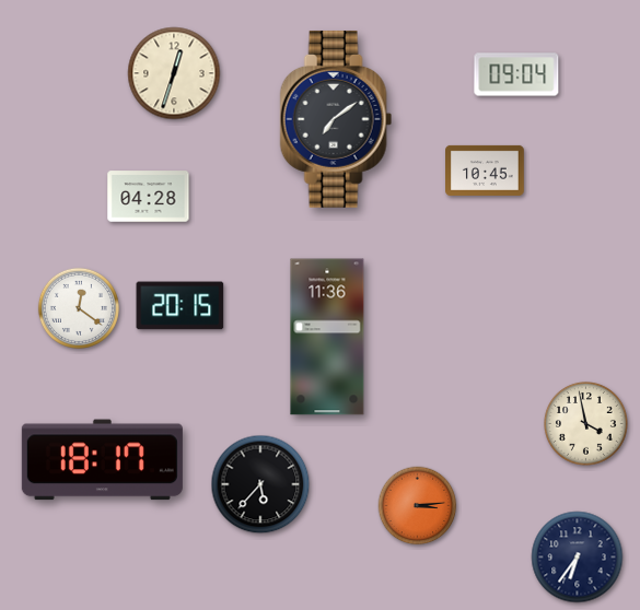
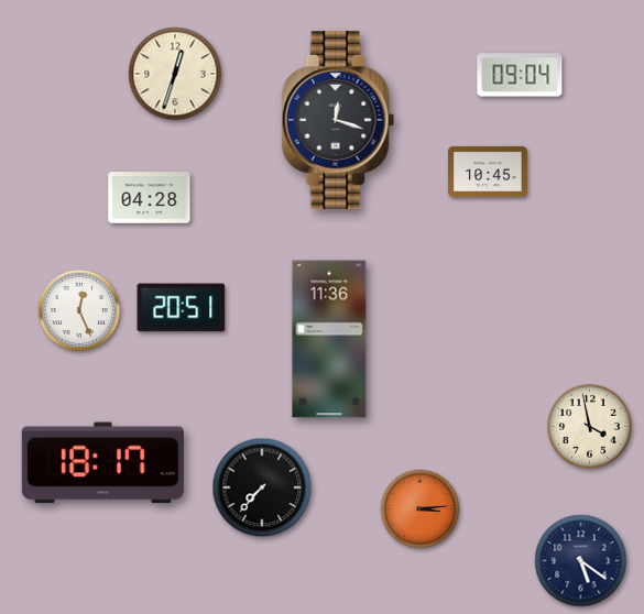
clock at (336, 119): 7:09 -> 12:18
clock at (181, 306): 20:15 -> 20:51
clock at (79, 308): 12:21 -> 12:26
clock at (260, 484): 5:37 -> 7:37
clock at (578, 558): 6:36 -> 5:21
